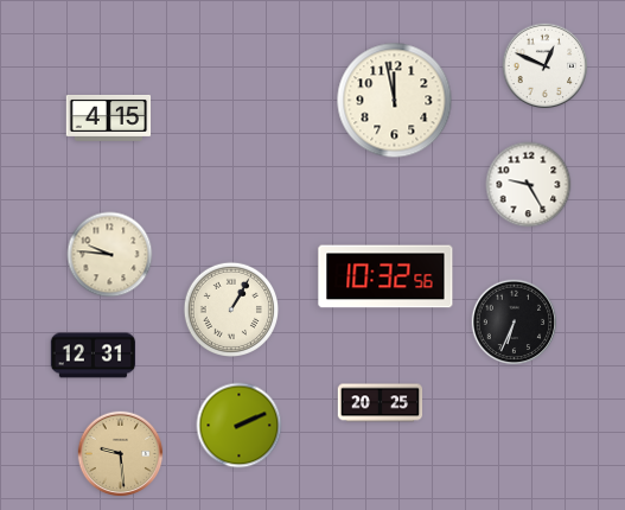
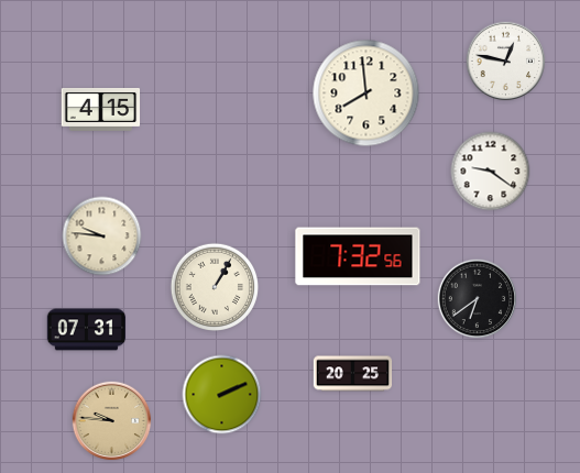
clock at (546, 66): 12:49 -> 12:47
clock at (395, 101): 11:58 -> 7:59
clock at (529, 185): 9:25 -> 9:21
clock at (385, 276): 10:32 -> 7:32
clock at (515, 323): 6:34 -> 6:39
clock at (94, 356): 12:31 -> 07:31
clock at (121, 454): 9:29 -> 9:46
